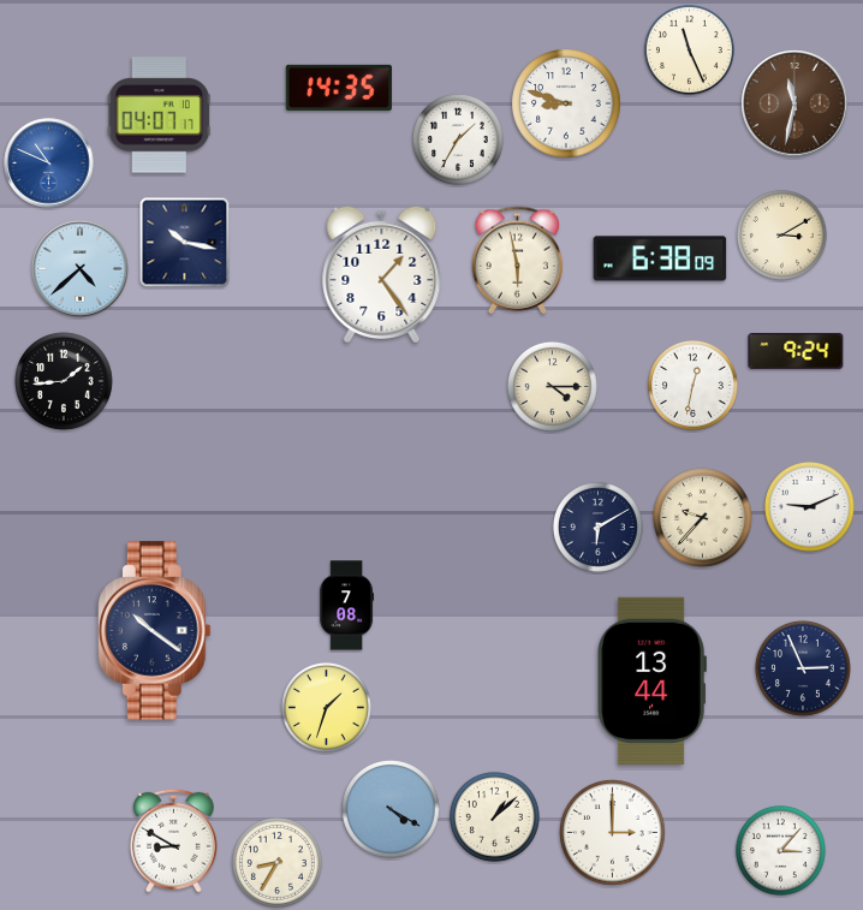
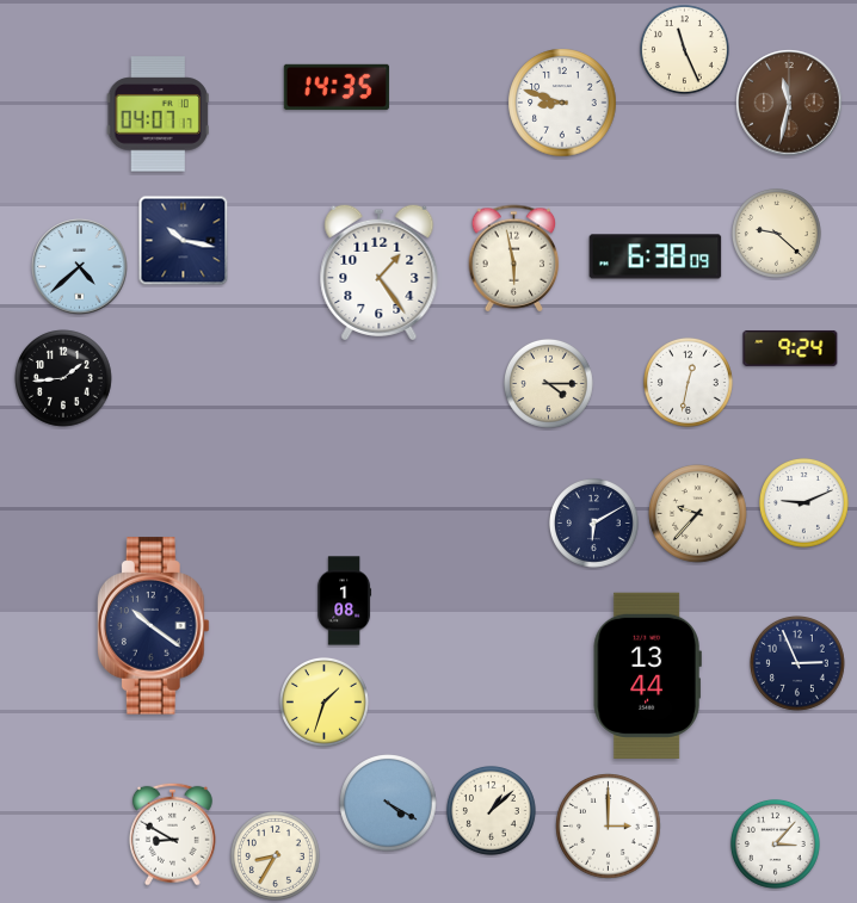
clock at (459, 141): 1:35 -> none
clock at (49, 163): 10:49 -> none
clock at (781, 234): 3:10 -> 9:22
clock at (347, 606): 7:08 -> 1:08
